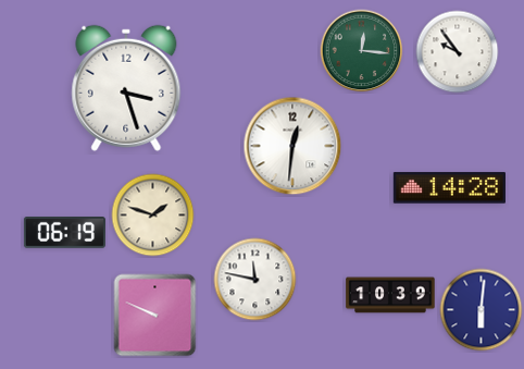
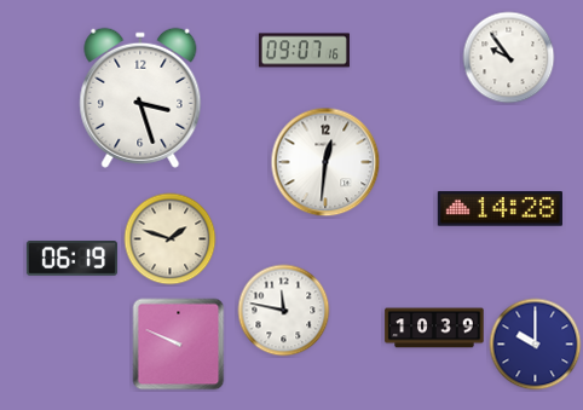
clock at (304, 51): none -> 09:07
clock at (362, 51): 12:16 -> none
clock at (482, 310): 6:01 -> 10:00
clock at (155, 316) position: (155, 316) -> (179, 345)
